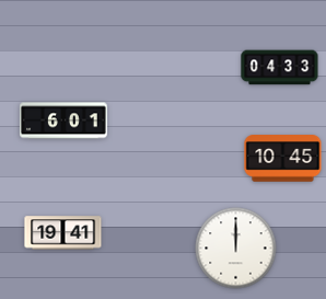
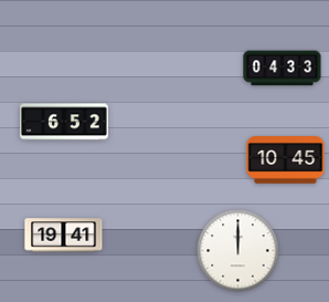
clock at (63, 120): 6:01 -> 6:52
